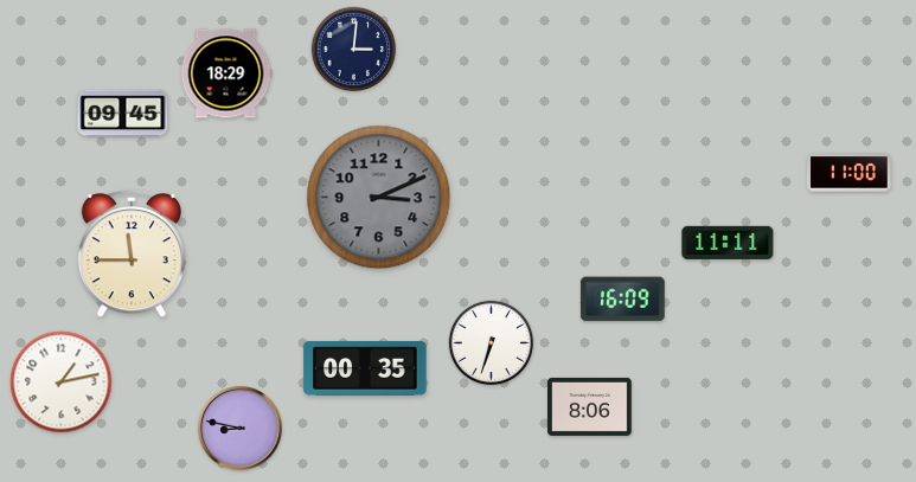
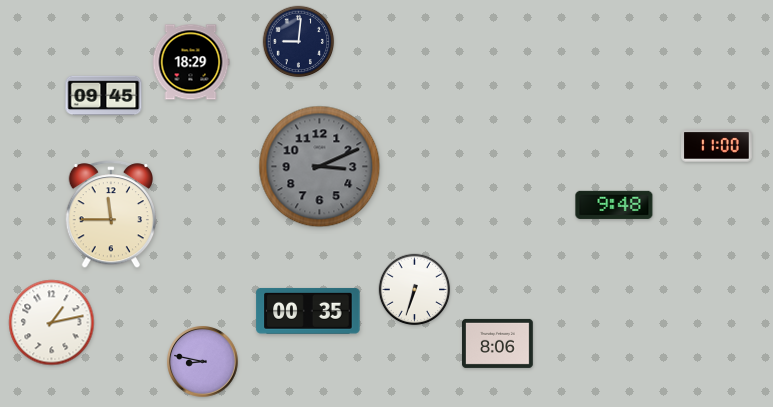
clock at (354, 50): 3:01 -> 9:01
clock at (728, 243): 11:11 -> 9:48
clock at (622, 300): 16:09 -> none
